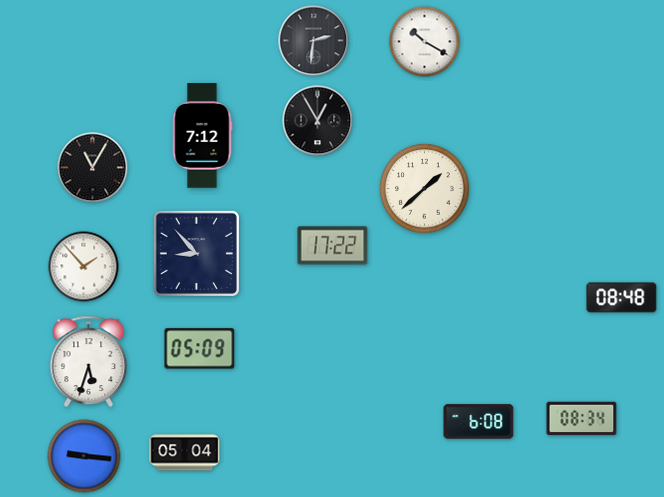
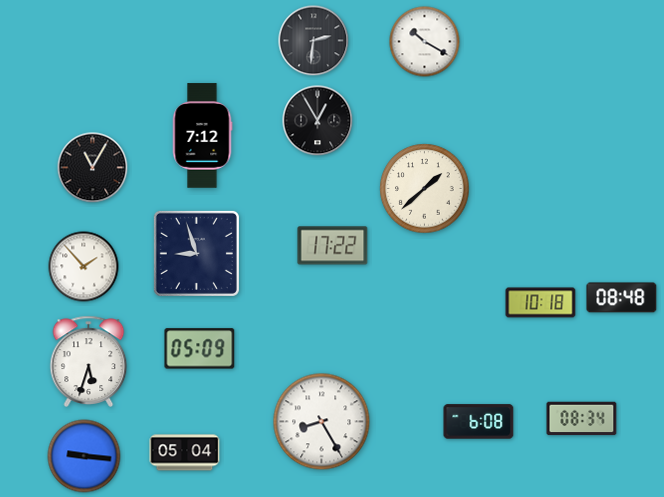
clock at (196, 253): 8:53 -> 8:57
clock at (541, 303): none -> 10:18
clock at (322, 422): none -> 8:25
